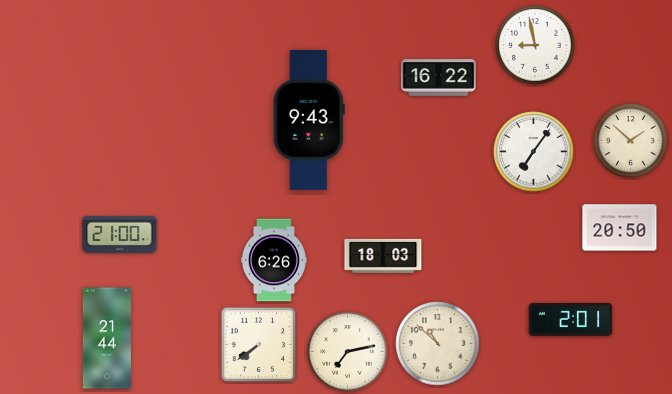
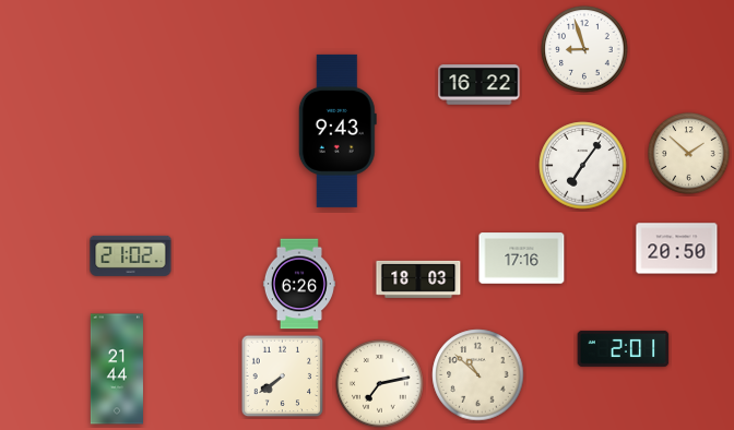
clock at (535, 45): 8:58 -> 8:57
clock at (120, 234): 21:00 -> 21:02
clock at (522, 259): none -> 17:16
